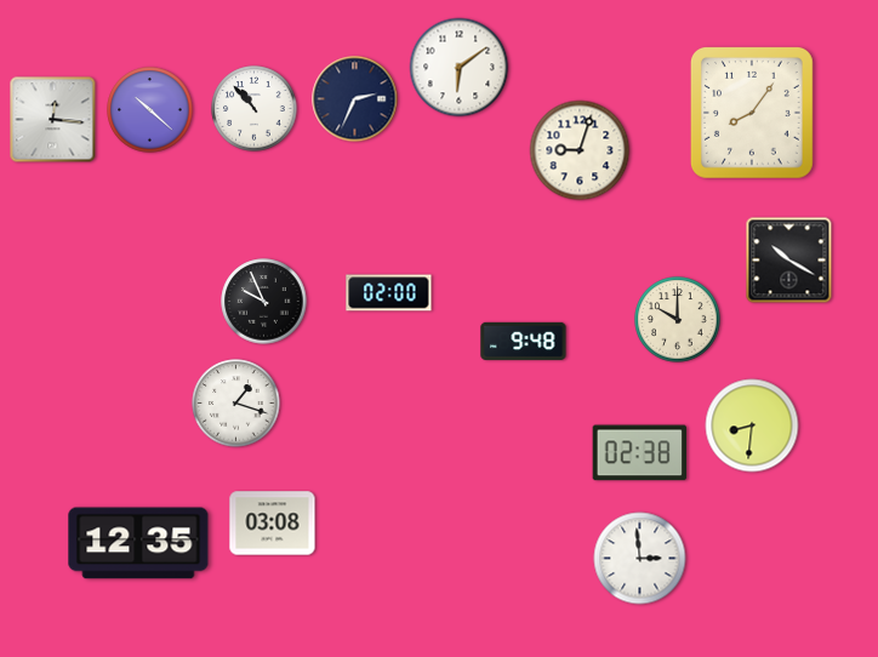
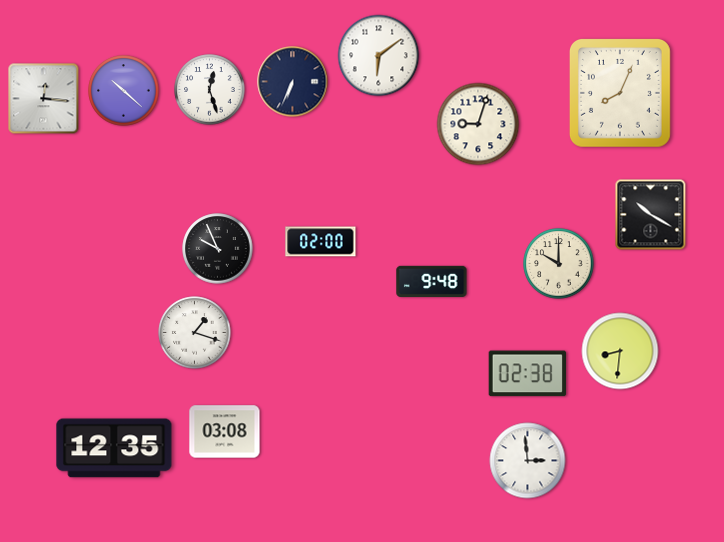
clock at (355, 99): 2:34 -> 6:34
clock at (255, 109): 10:53 -> 12:27
clock at (752, 114): 8:06 -> 8:04
